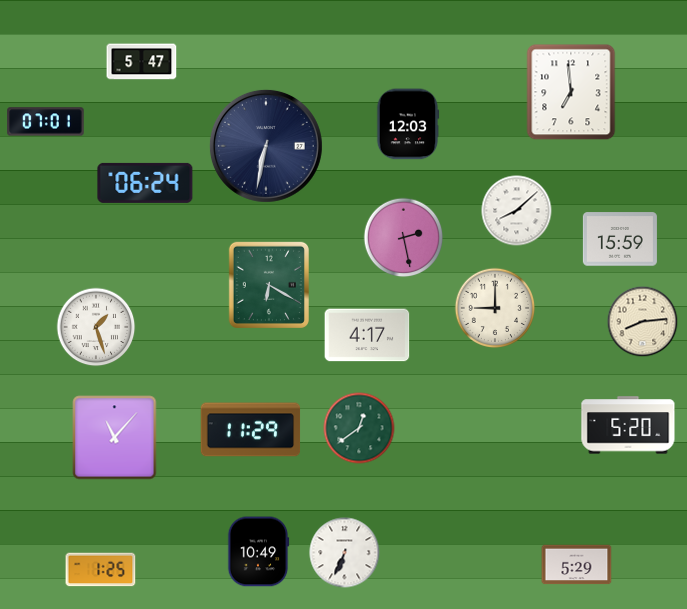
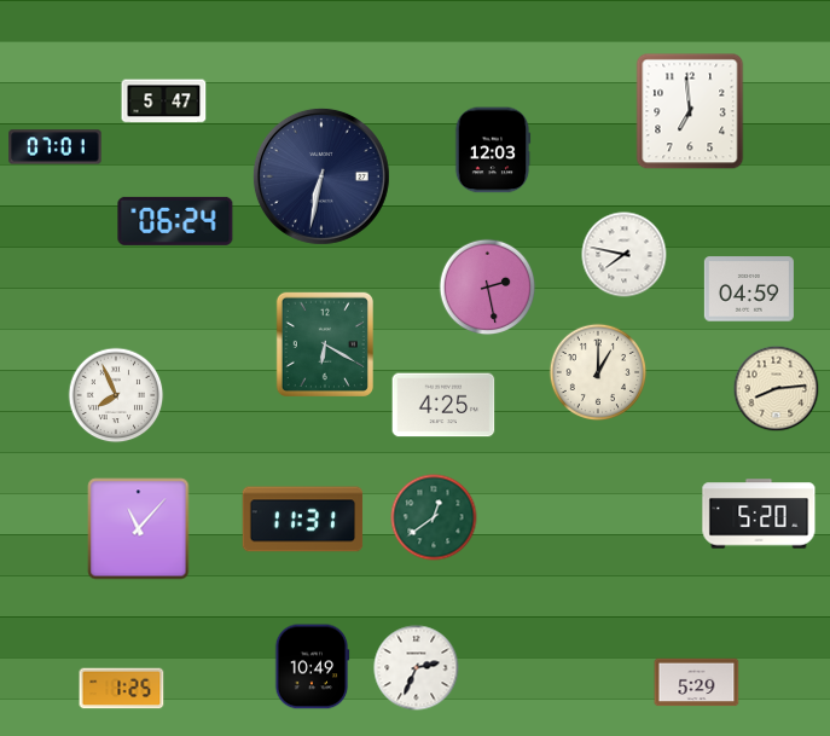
clock at (142, 62) position: (142, 62) -> (164, 102)
clock at (517, 211): 8:08 -> 7:47
clock at (620, 239): 15:59 -> 04:59
clock at (494, 307): 9:00 -> 1:00
clock at (96, 327): 1:27 -> 7:56
clock at (367, 335): 4:17 -> 4:25
clock at (251, 430): 11:29 -> 11:31
clock at (345, 553): 6:34 -> 2:34
